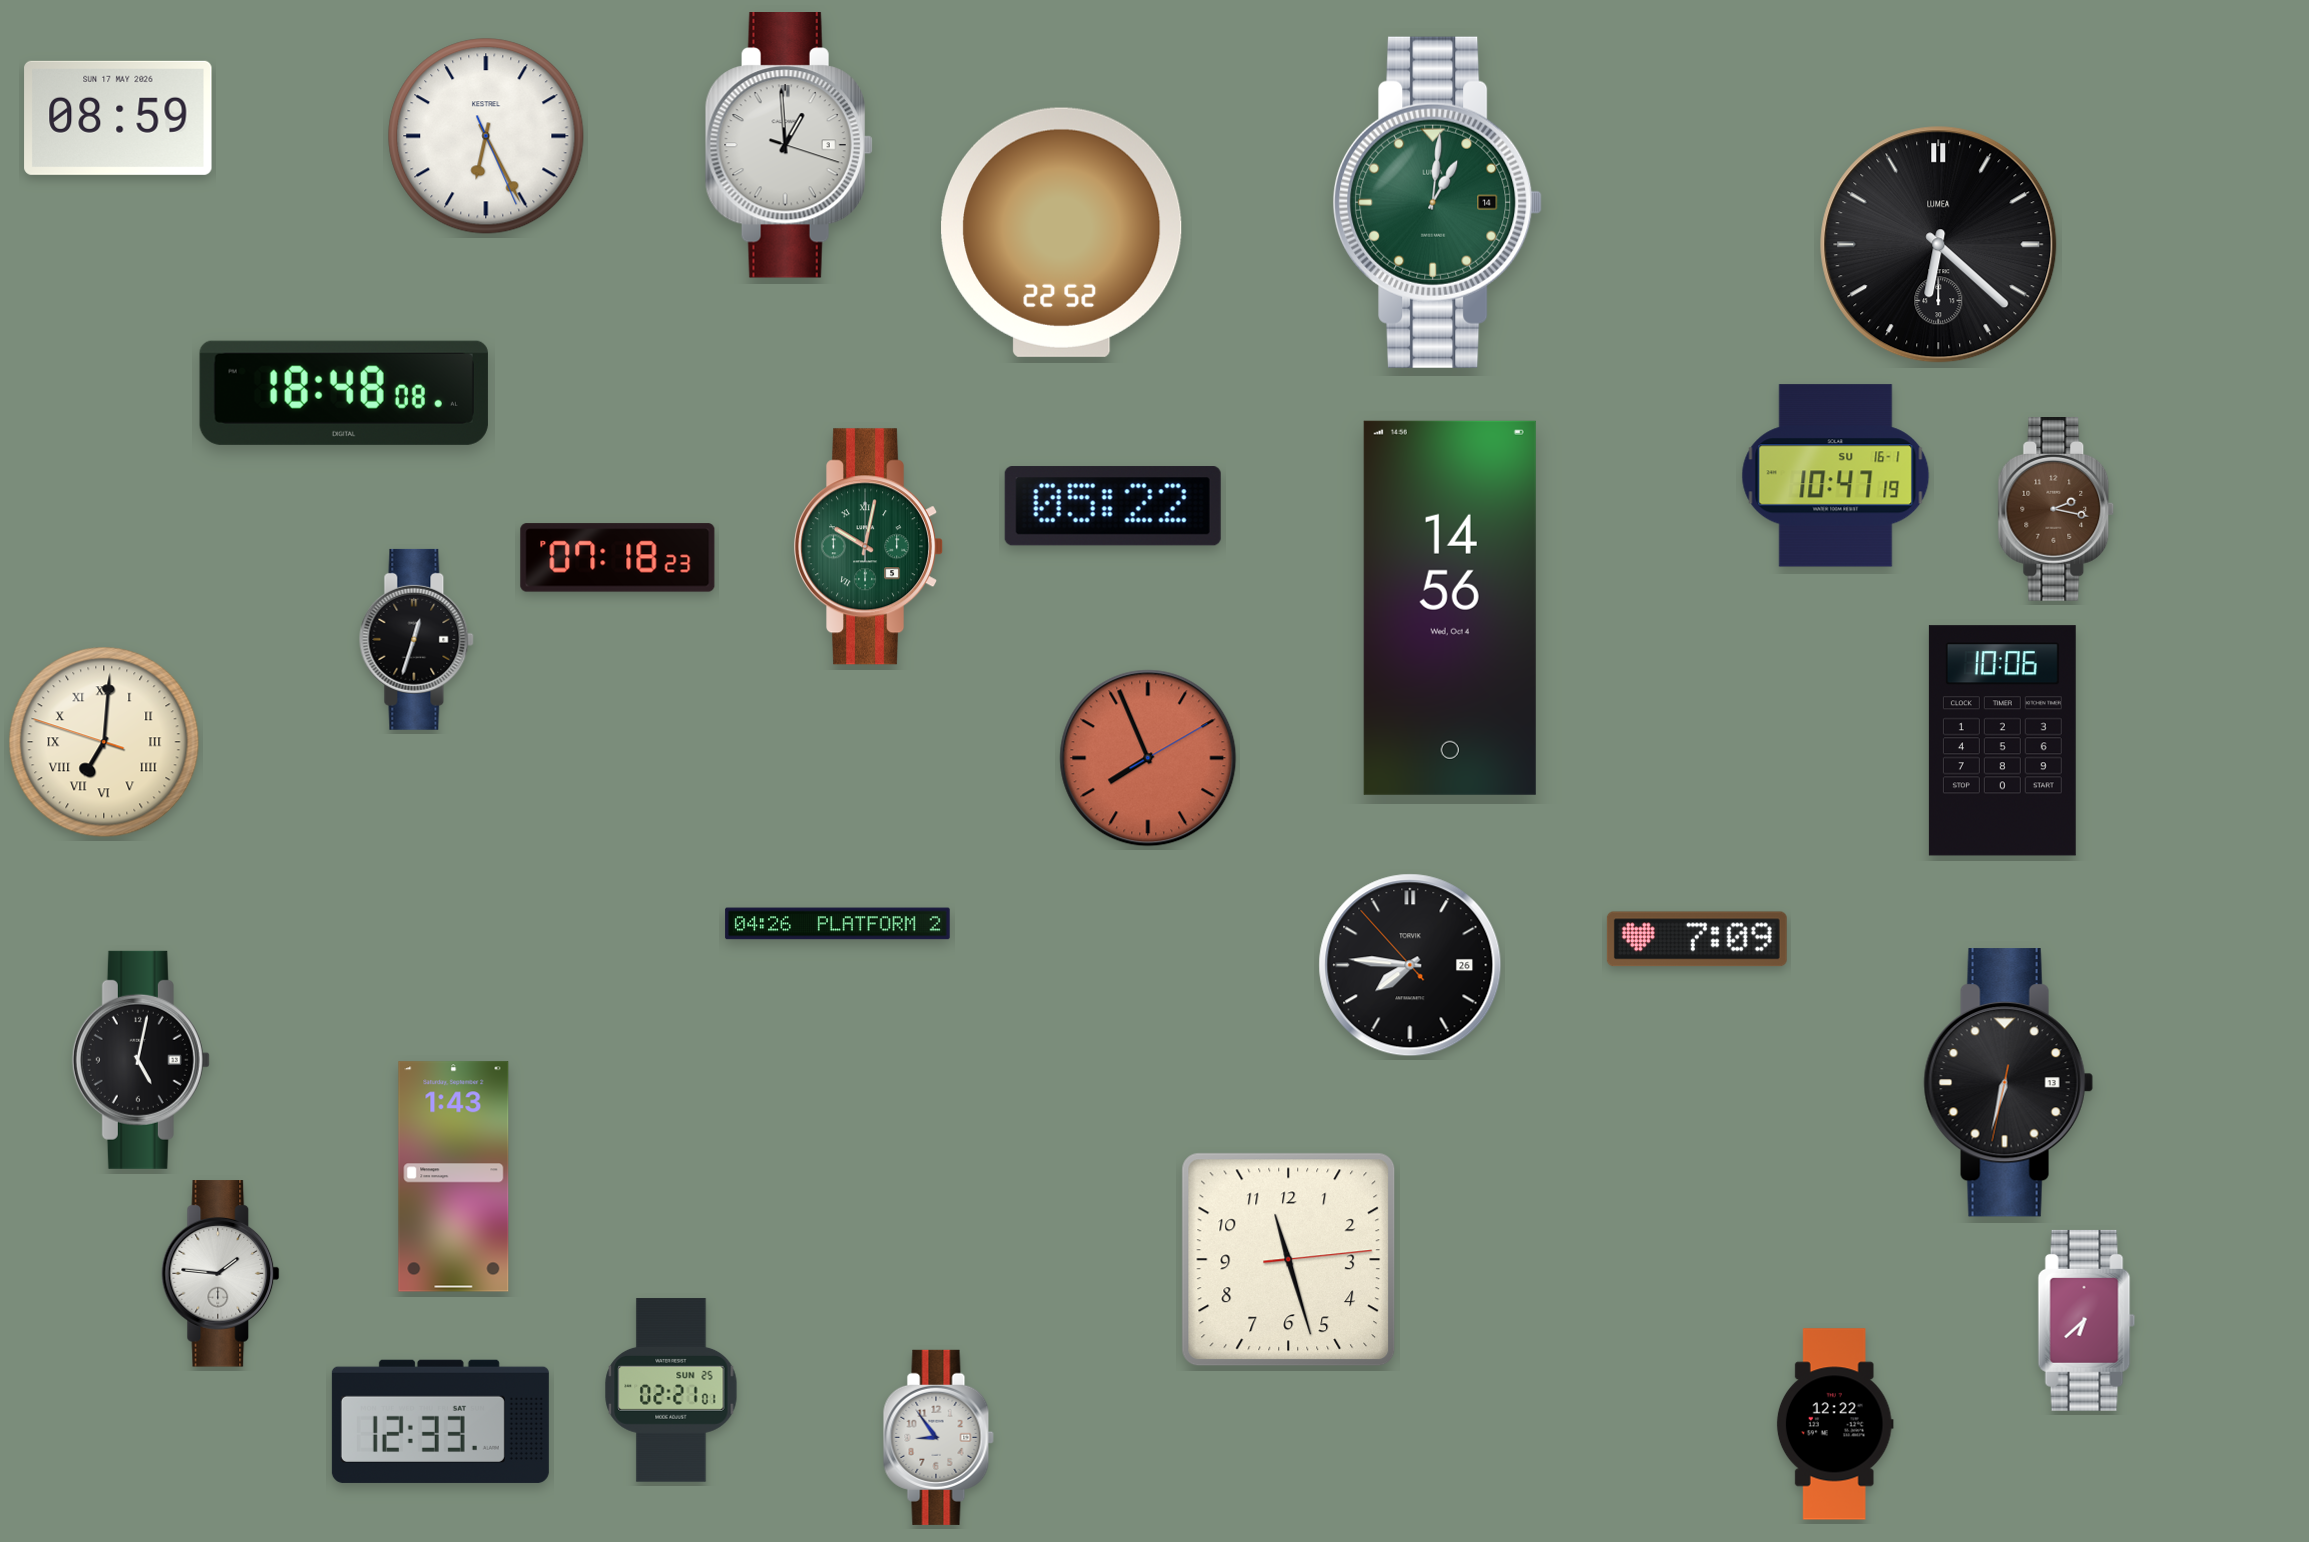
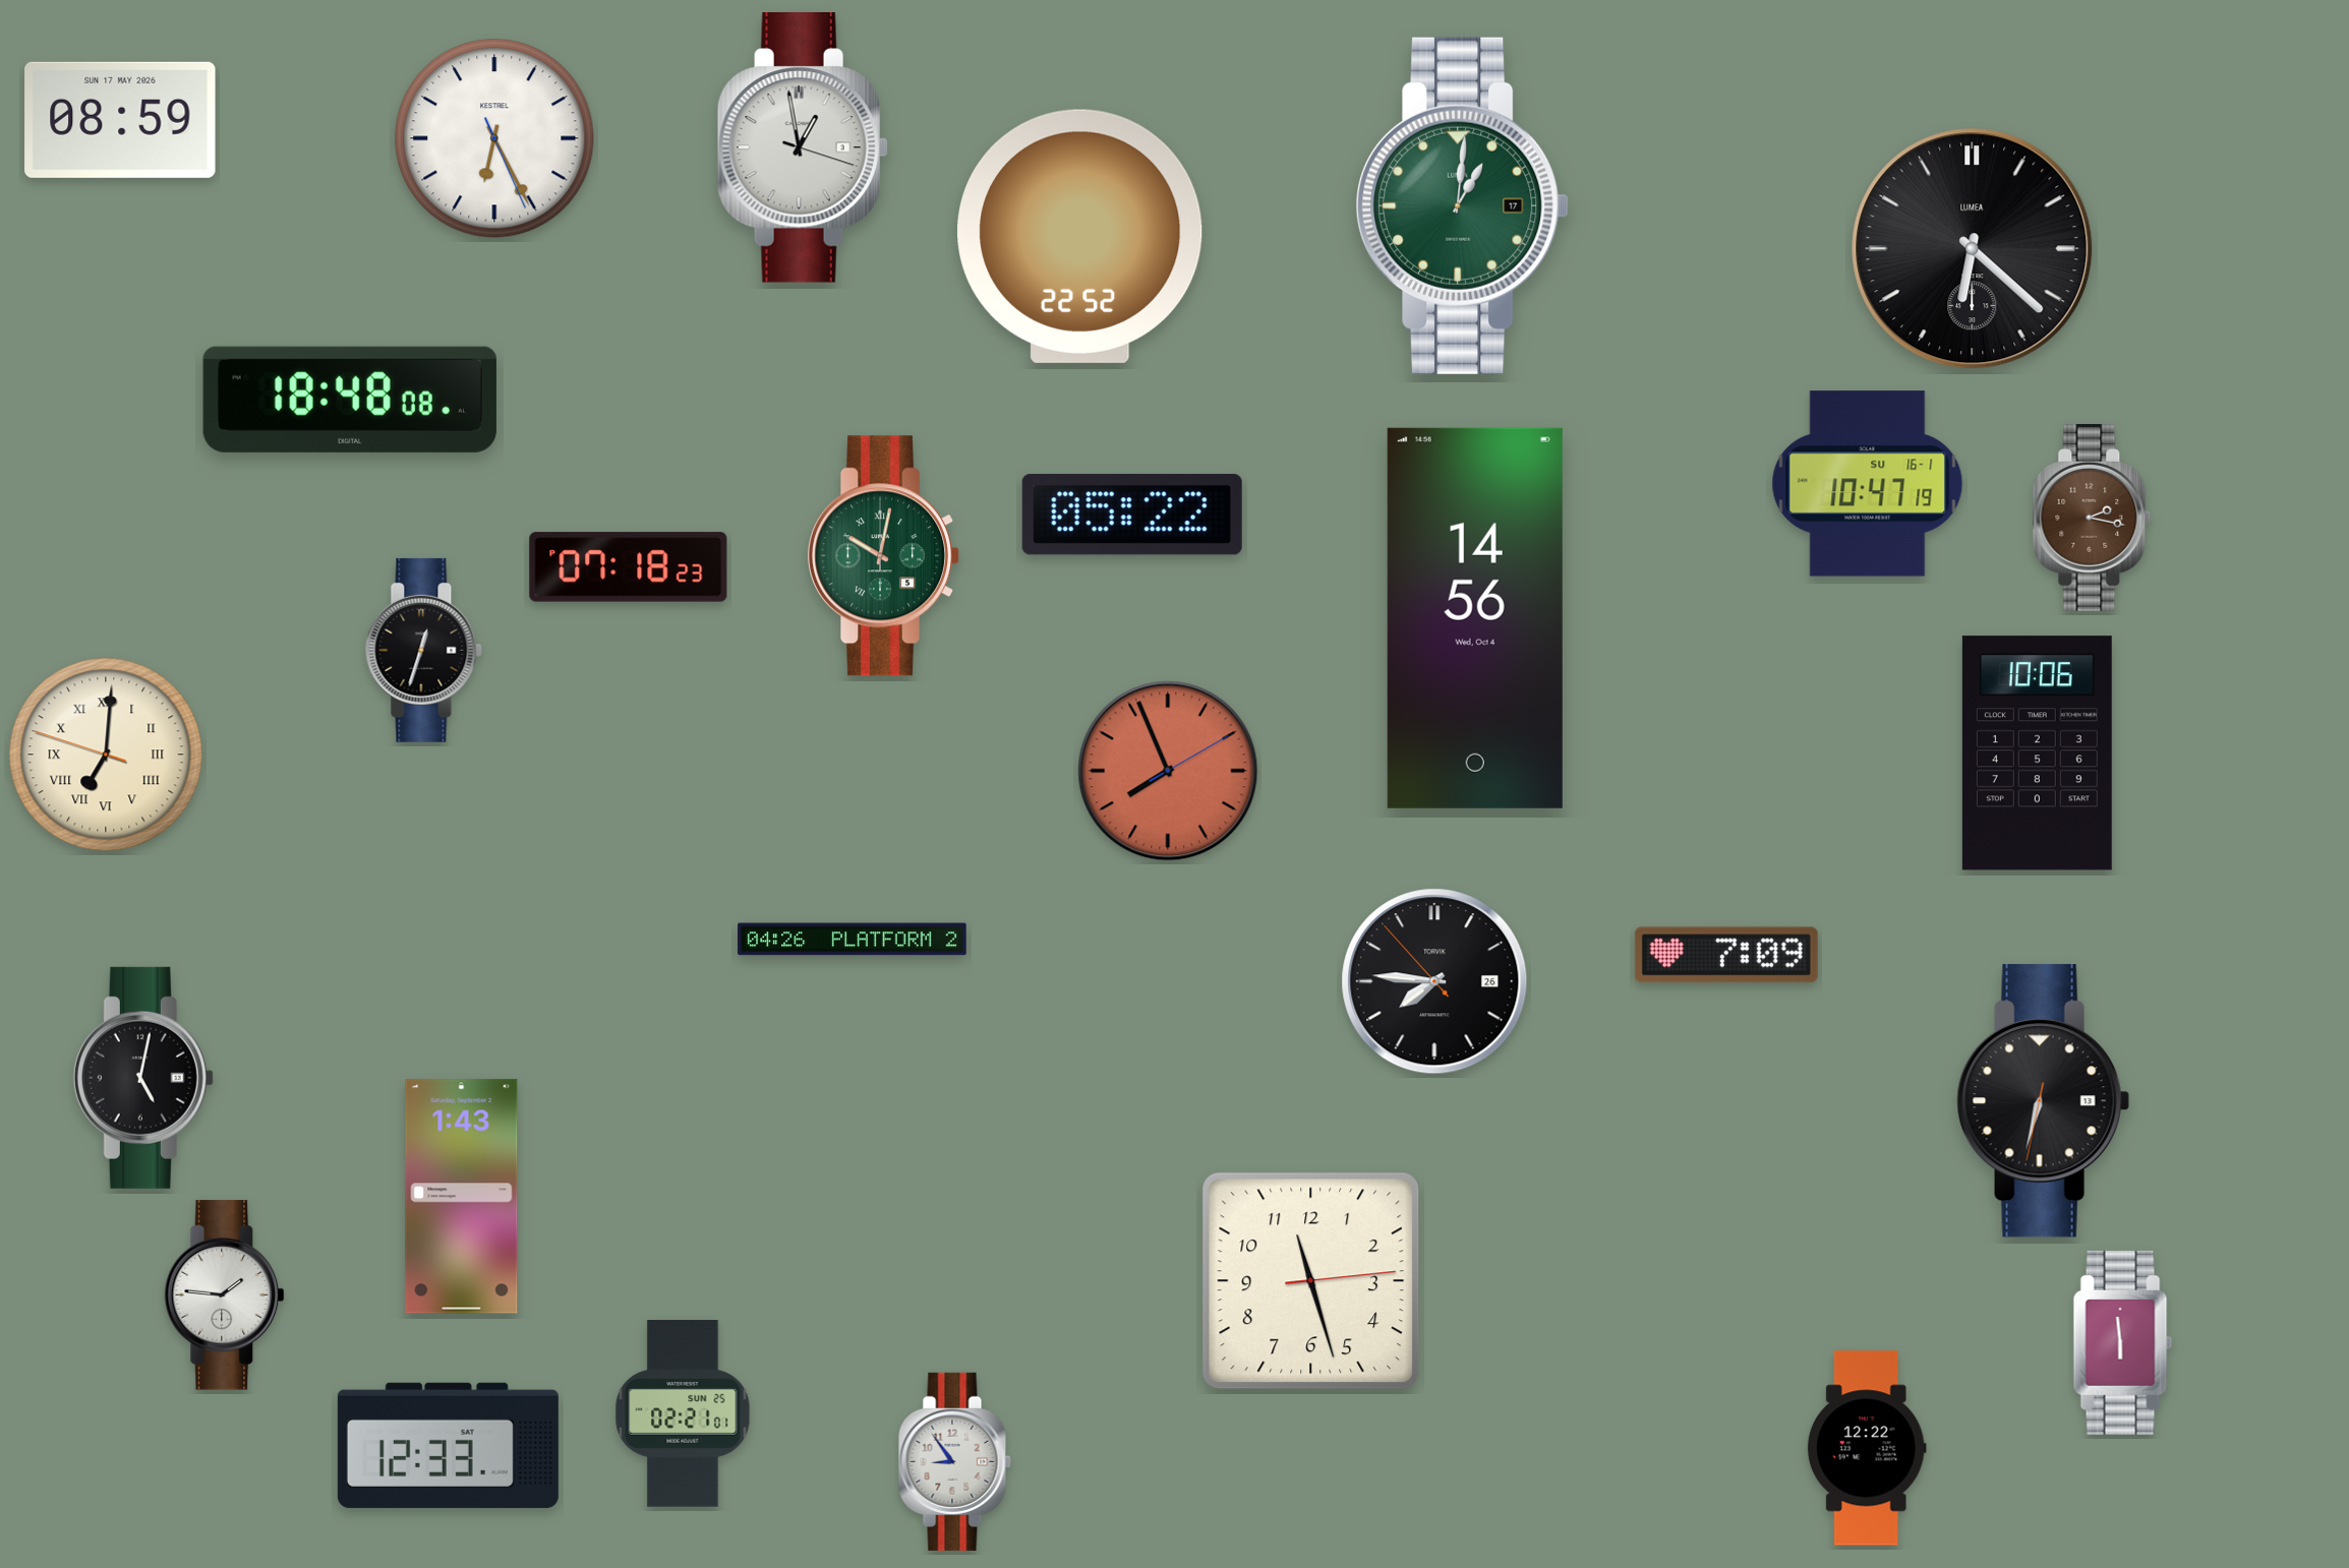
clock at (789, 146): 12:59 -> 12:58
clock at (1438, 202) date: 14 -> 17
clock at (2087, 1320): 6:38 -> 5:59
